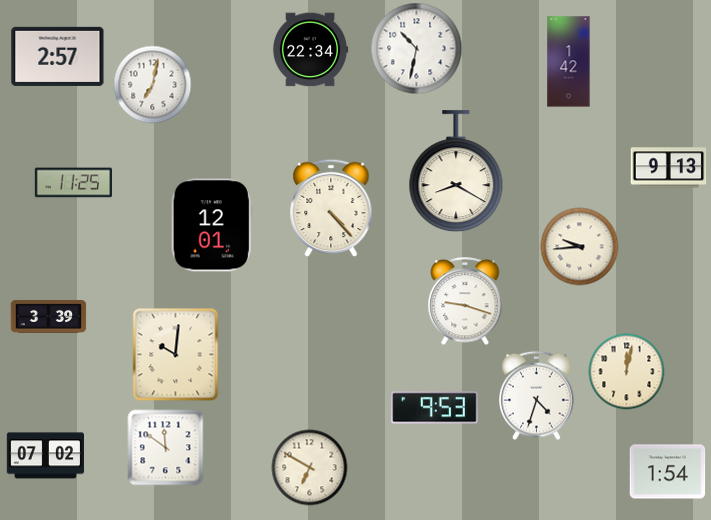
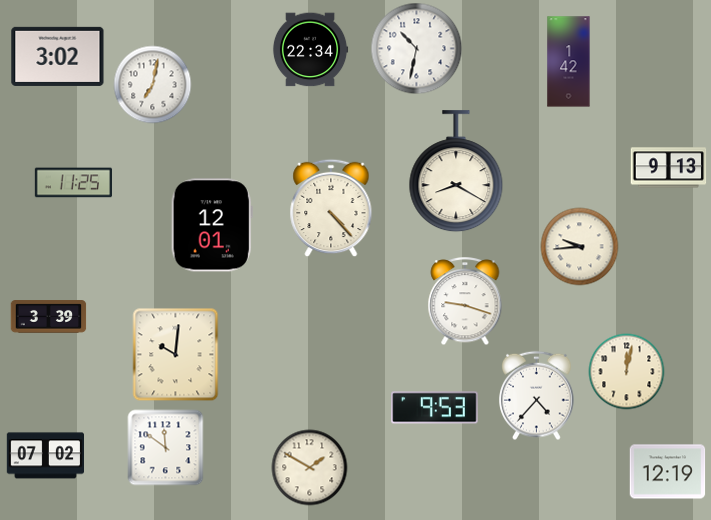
clock at (58, 56): 2:57 -> 3:02
clock at (537, 396): 4:33 -> 4:37
clock at (310, 468): 6:50 -> 1:50
clock at (668, 472): 1:54 -> 12:19
